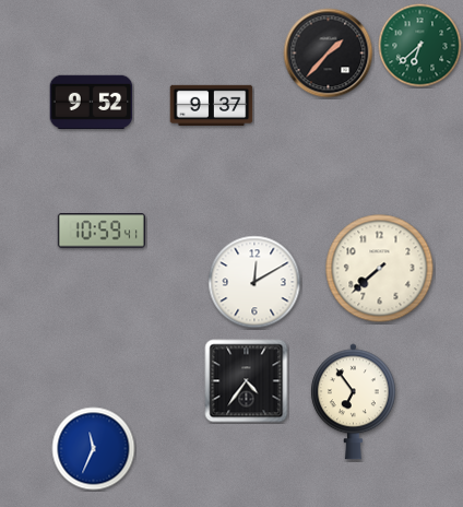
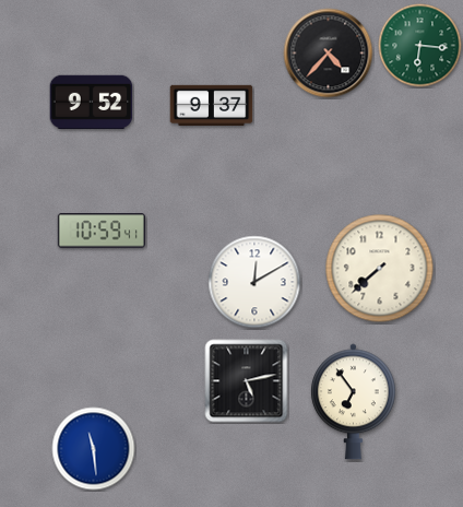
clock at (420, 46): 6:38 -> 6:16
clock at (329, 54): 1:37 -> 4:37
clock at (247, 381): 4:36 -> 5:13
clock at (94, 449): 11:34 -> 11:29
